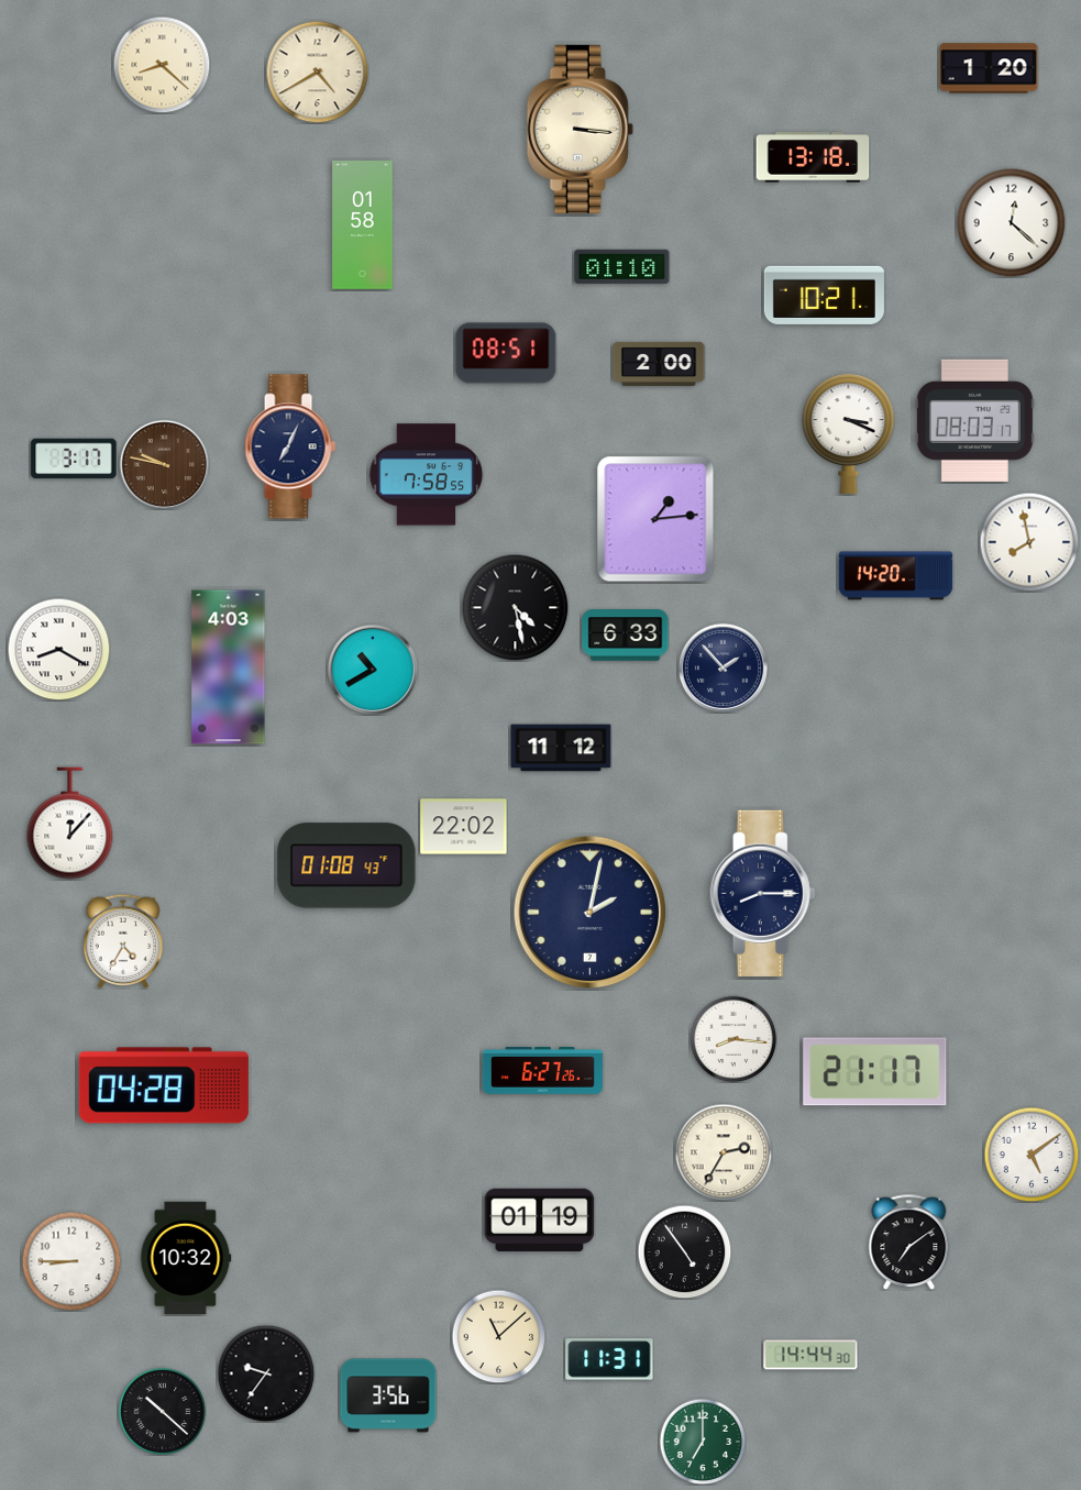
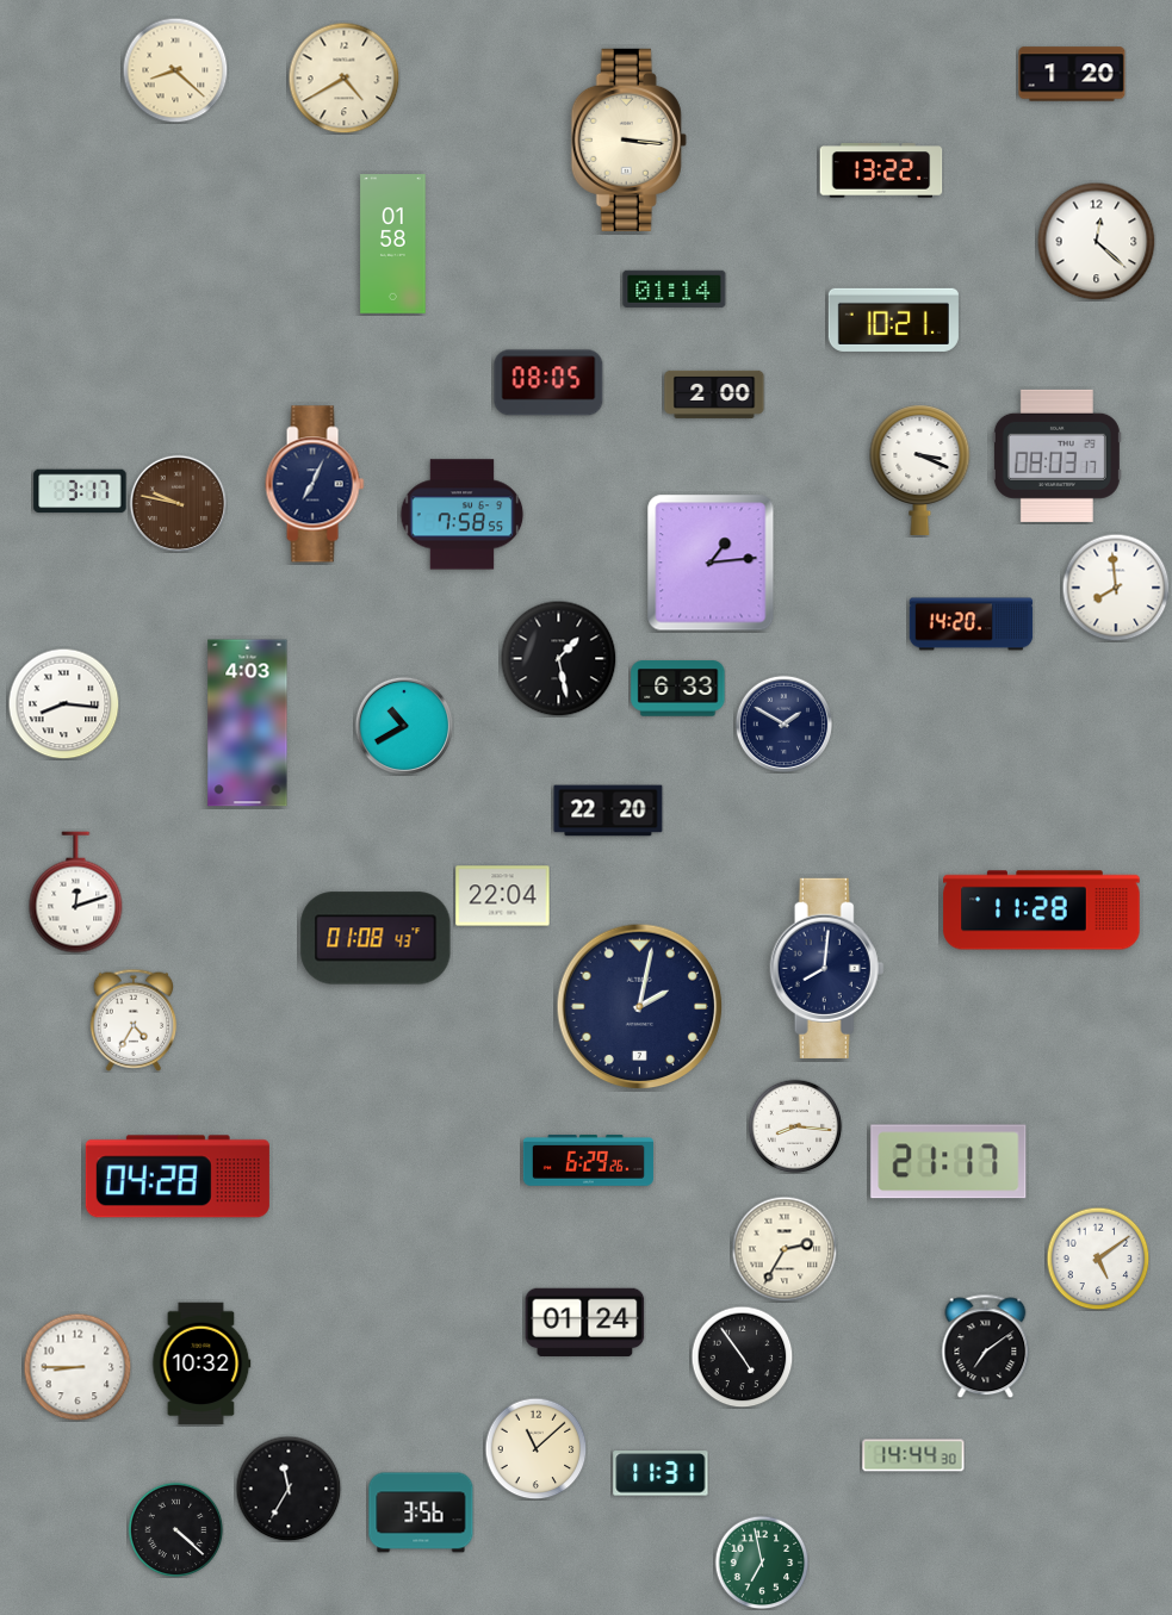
clock at (813, 157): 13:18 -> 13:22
clock at (622, 266): 01:10 -> 01:14
clock at (506, 353): 08:51 -> 08:05
clock at (74, 459) position: (74, 459) -> (80, 491)
clock at (1029, 542): 7:58 -> 7:59
clock at (515, 607): 4:28 -> 1:28
clock at (58, 649): 8:20 -> 8:16
clock at (722, 667): 1:53 -> 1:50
clock at (561, 748): 11:12 -> 22:20
clock at (70, 824): 12:07 -> 12:12
clock at (464, 827): 22:02 -> 22:04
clock at (1042, 911): none -> 11:28
clock at (763, 893): 8:15 -> 8:01
clock at (591, 913) position: (591, 913) -> (640, 1007)
clock at (542, 1071): 6:27 -> 6:29
clock at (1032, 1155) position: (1032, 1155) -> (1098, 1259)
clock at (540, 1219): 01:19 -> 01:24
clock at (498, 1336) position: (498, 1336) -> (535, 1448)
clock at (810, 1355) position: (810, 1355) -> (913, 1455)
clock at (266, 1373): 9:36 -> 11:35
clock at (162, 1411): 10:22 -> 4:22
clock at (703, 1442): 7:00 -> 6:58
